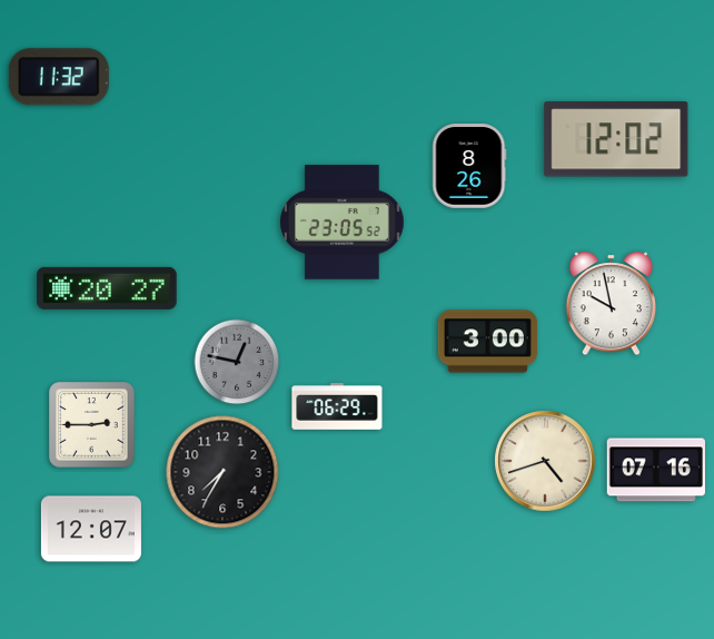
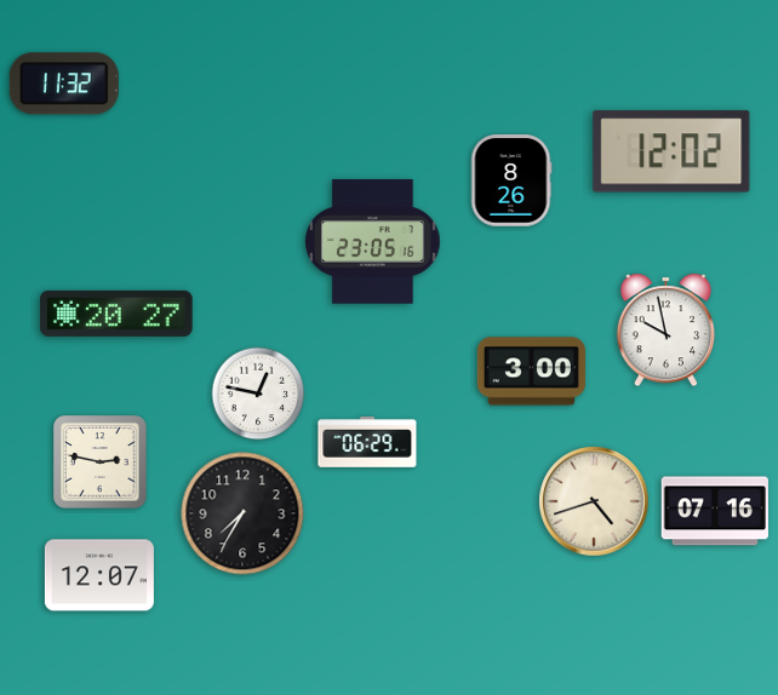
clock at (343, 223): 23:05:52 -> 23:05:16
clock at (237, 362) dial: grey -> white
clock at (92, 425): 2:45 -> 2:47
